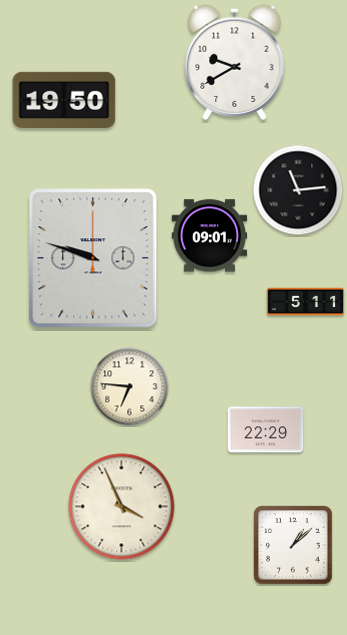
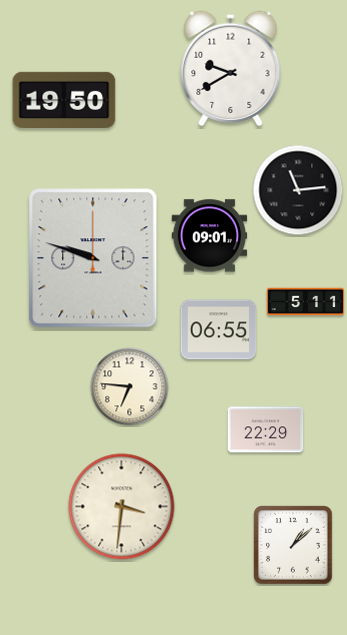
clock at (235, 62) position: (235, 62) -> (231, 68)
clock at (219, 330): none -> 06:55
clock at (122, 507): 3:56 -> 3:31
